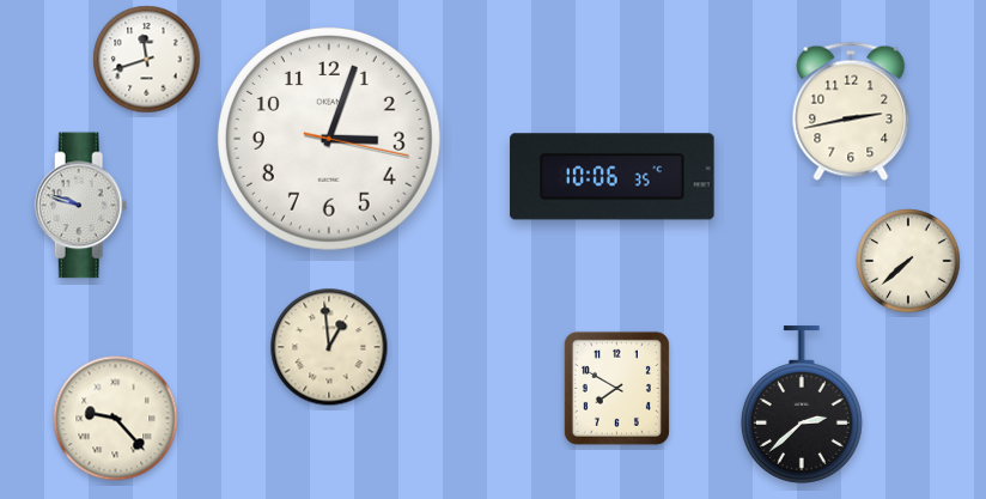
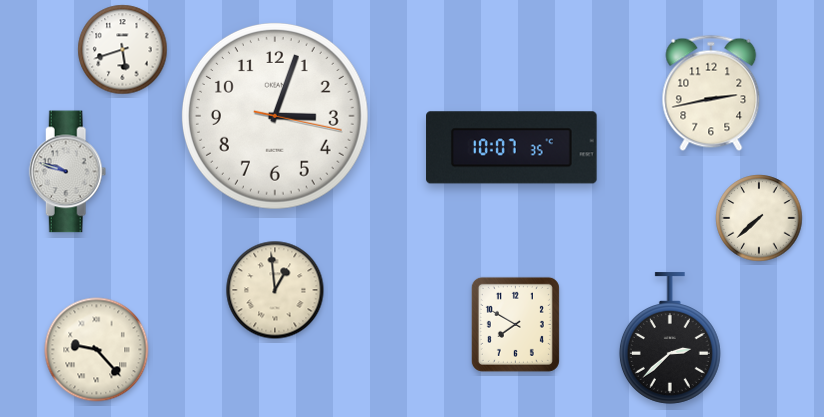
clock at (147, 60): 11:42 -> 5:42
clock at (613, 177): 10:06 -> 10:07
